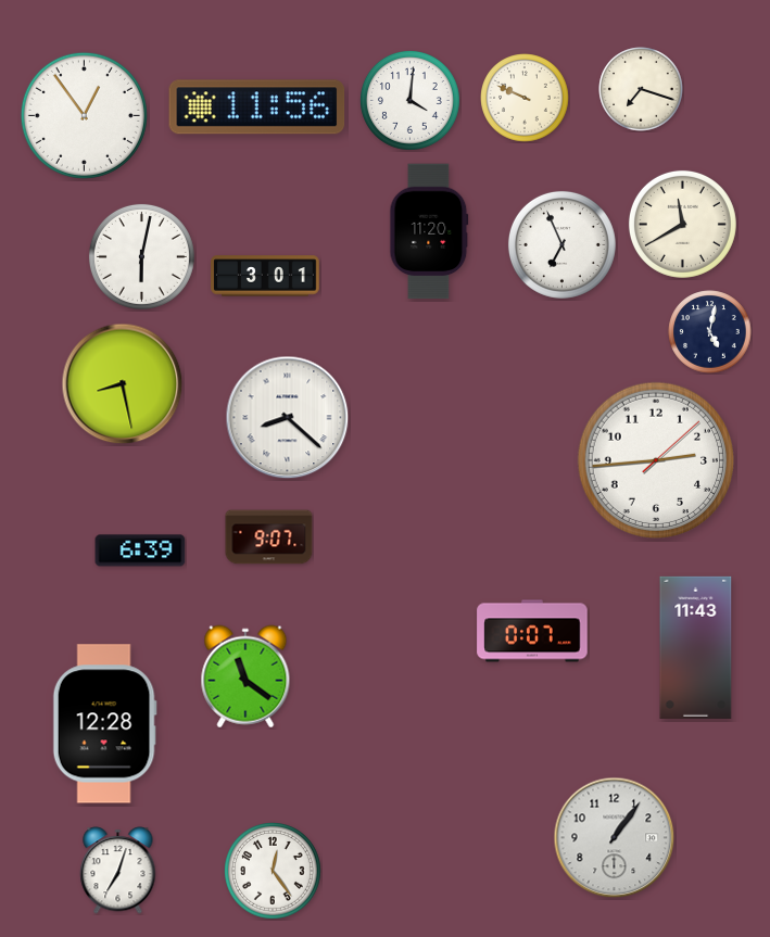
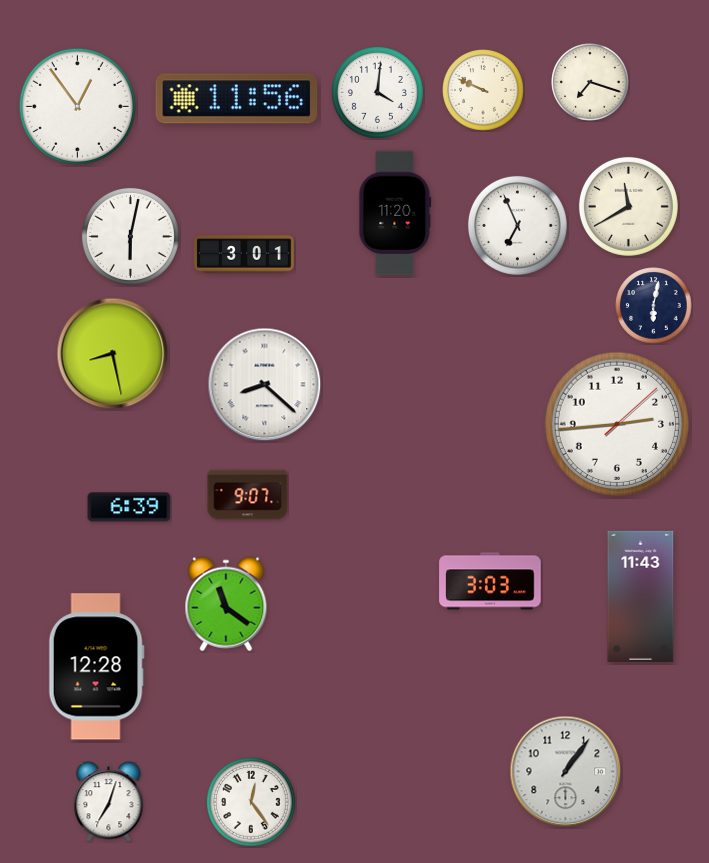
clock at (710, 332): 5:02 -> 6:02
clock at (656, 460) position: (656, 460) -> (617, 424)
clock at (532, 631): 0:07 -> 3:03
clock at (245, 676) position: (245, 676) -> (226, 604)
